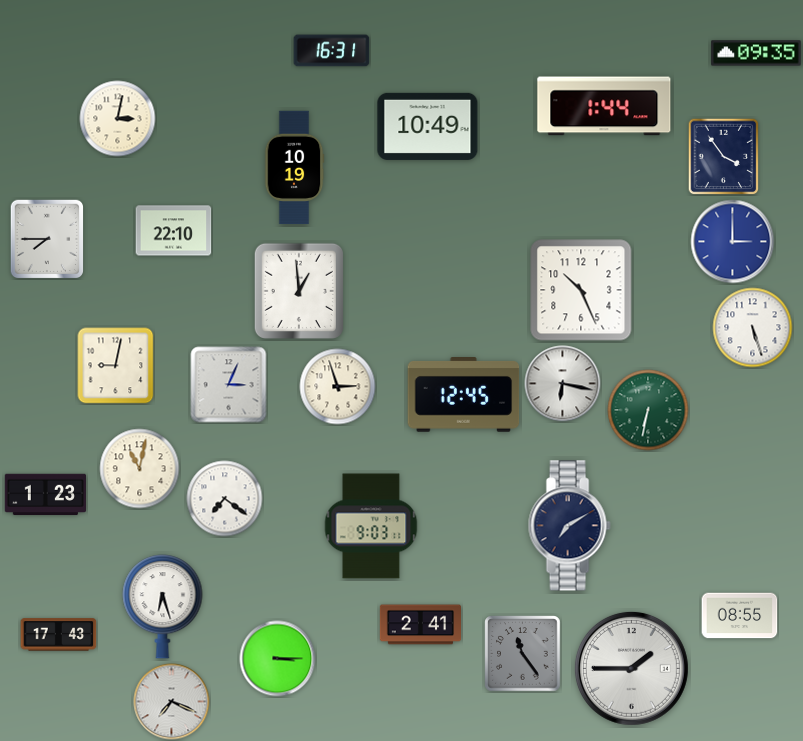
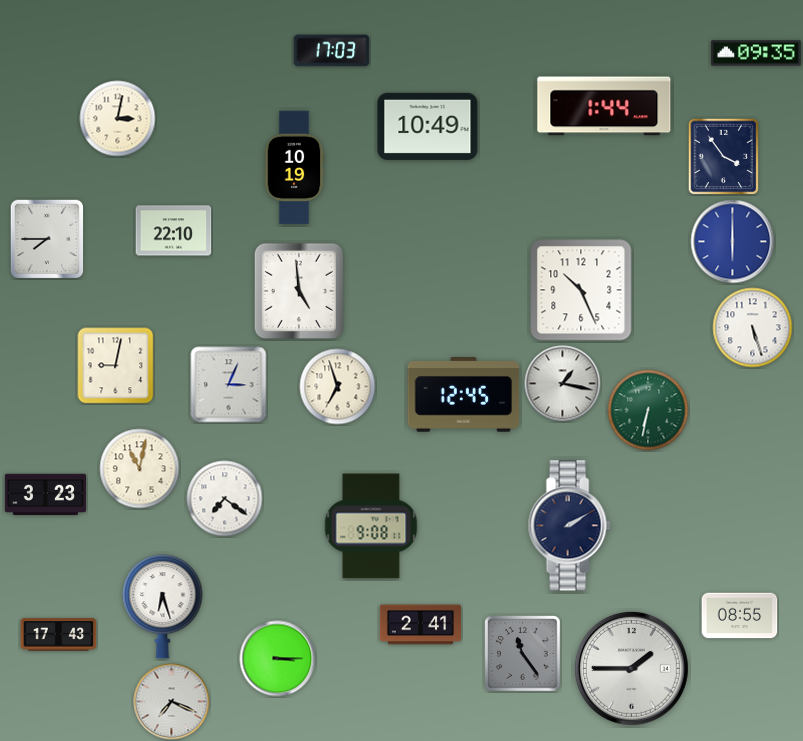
clock at (332, 51): 16:31 -> 17:03
clock at (733, 242): 3:00 -> 6:00
clock at (299, 291): 12:59 -> 4:59
clock at (563, 384): 6:17 -> 1:17
clock at (338, 387): 2:57 -> 6:57
clock at (45, 495): 1:23 -> 3:23
clock at (371, 526): 9:03 -> 9:08
clock at (569, 526): 7:10 -> 2:10
